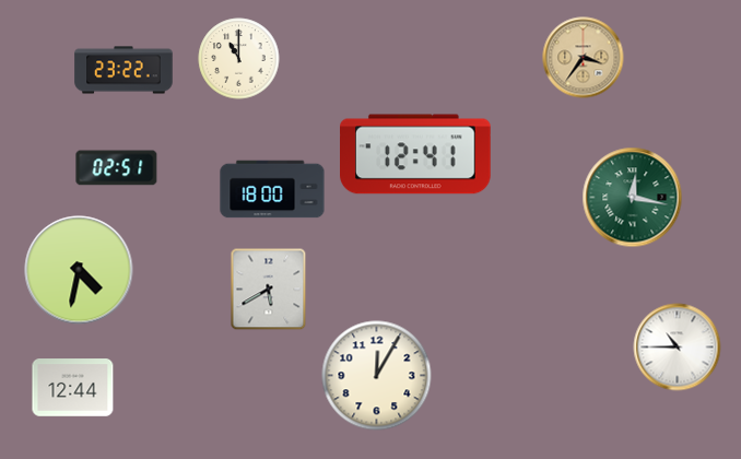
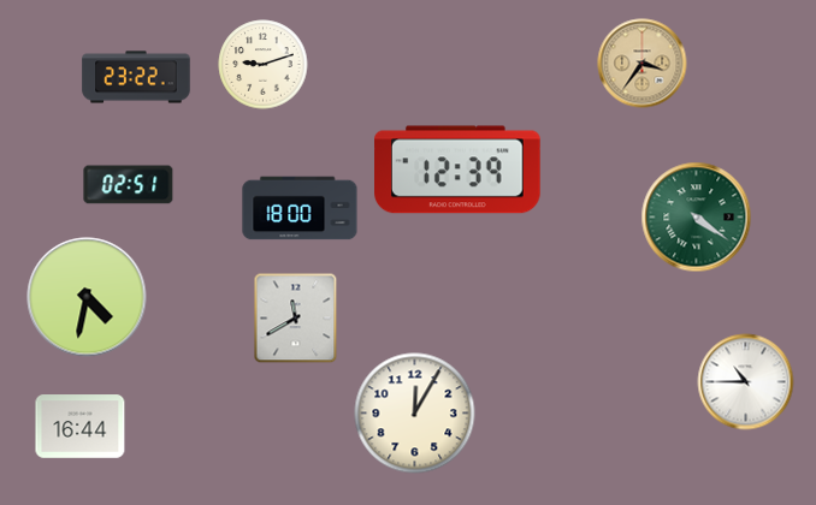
clock at (239, 59): 11:00 -> 9:12
clock at (416, 154): 12:41 -> 12:39
clock at (633, 198): 12:17 -> 4:21
clock at (269, 290): 5:40 -> 11:40
clock at (73, 388): 12:44 -> 16:44
